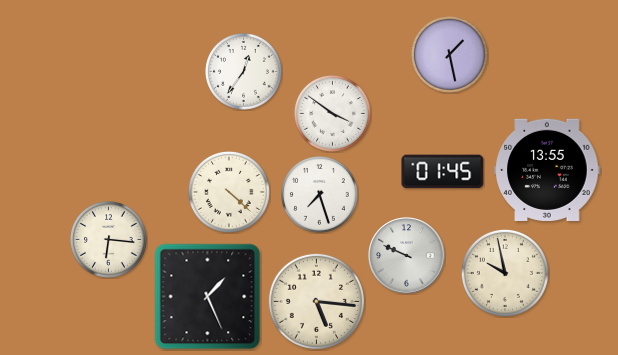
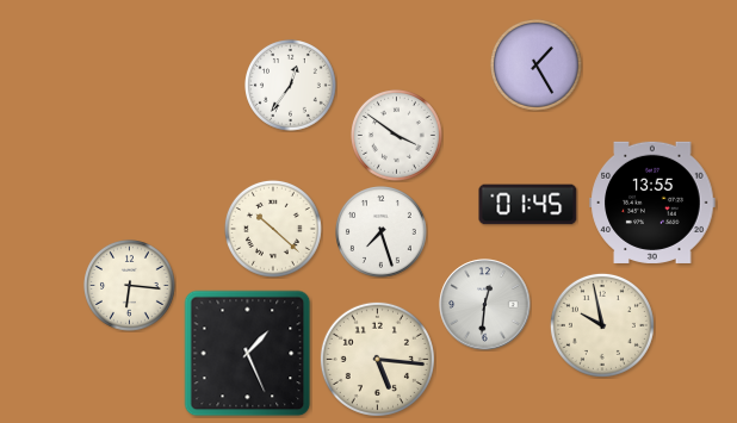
clock at (450, 55): 1:28 -> 1:25
clock at (229, 192): 4:22 -> 10:22
clock at (407, 256): 9:49 -> 12:31
